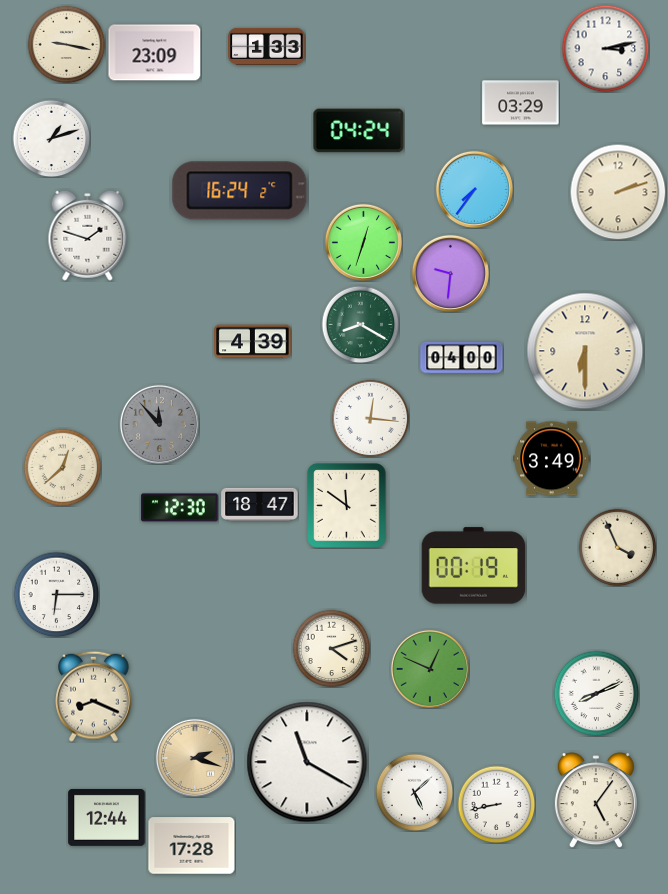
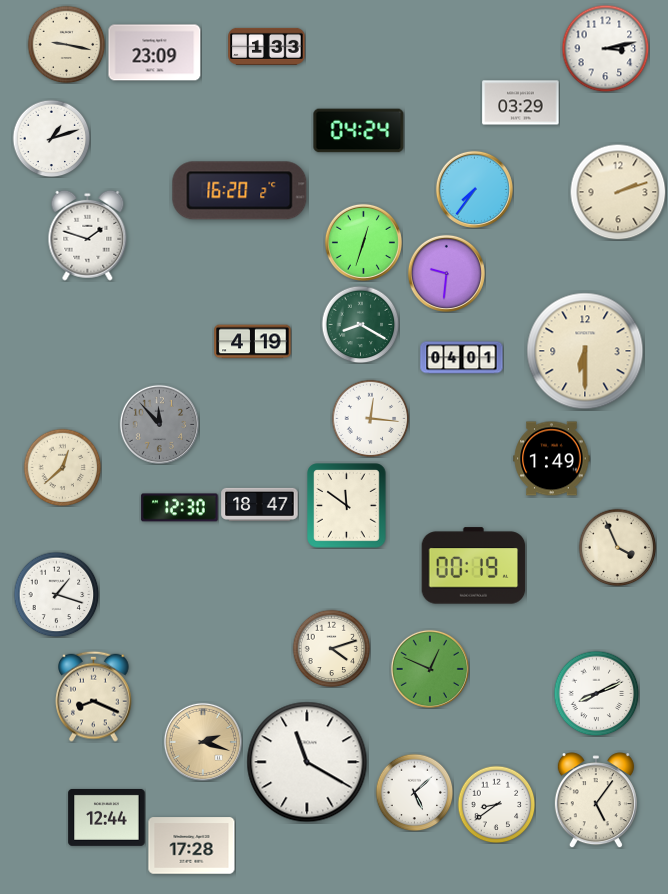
clock at (240, 191): 16:24 -> 16:20
clock at (450, 273) position: (450, 273) -> (446, 273)
clock at (253, 342): 4:39 -> 4:19
clock at (462, 358): 04:00 -> 04:01
clock at (552, 459): 3:49 -> 1:49
clock at (56, 594): 6:15 -> 1:18
clock at (195, 758) position: (195, 758) -> (203, 742)
clock at (496, 804): 8:43 -> 8:39
